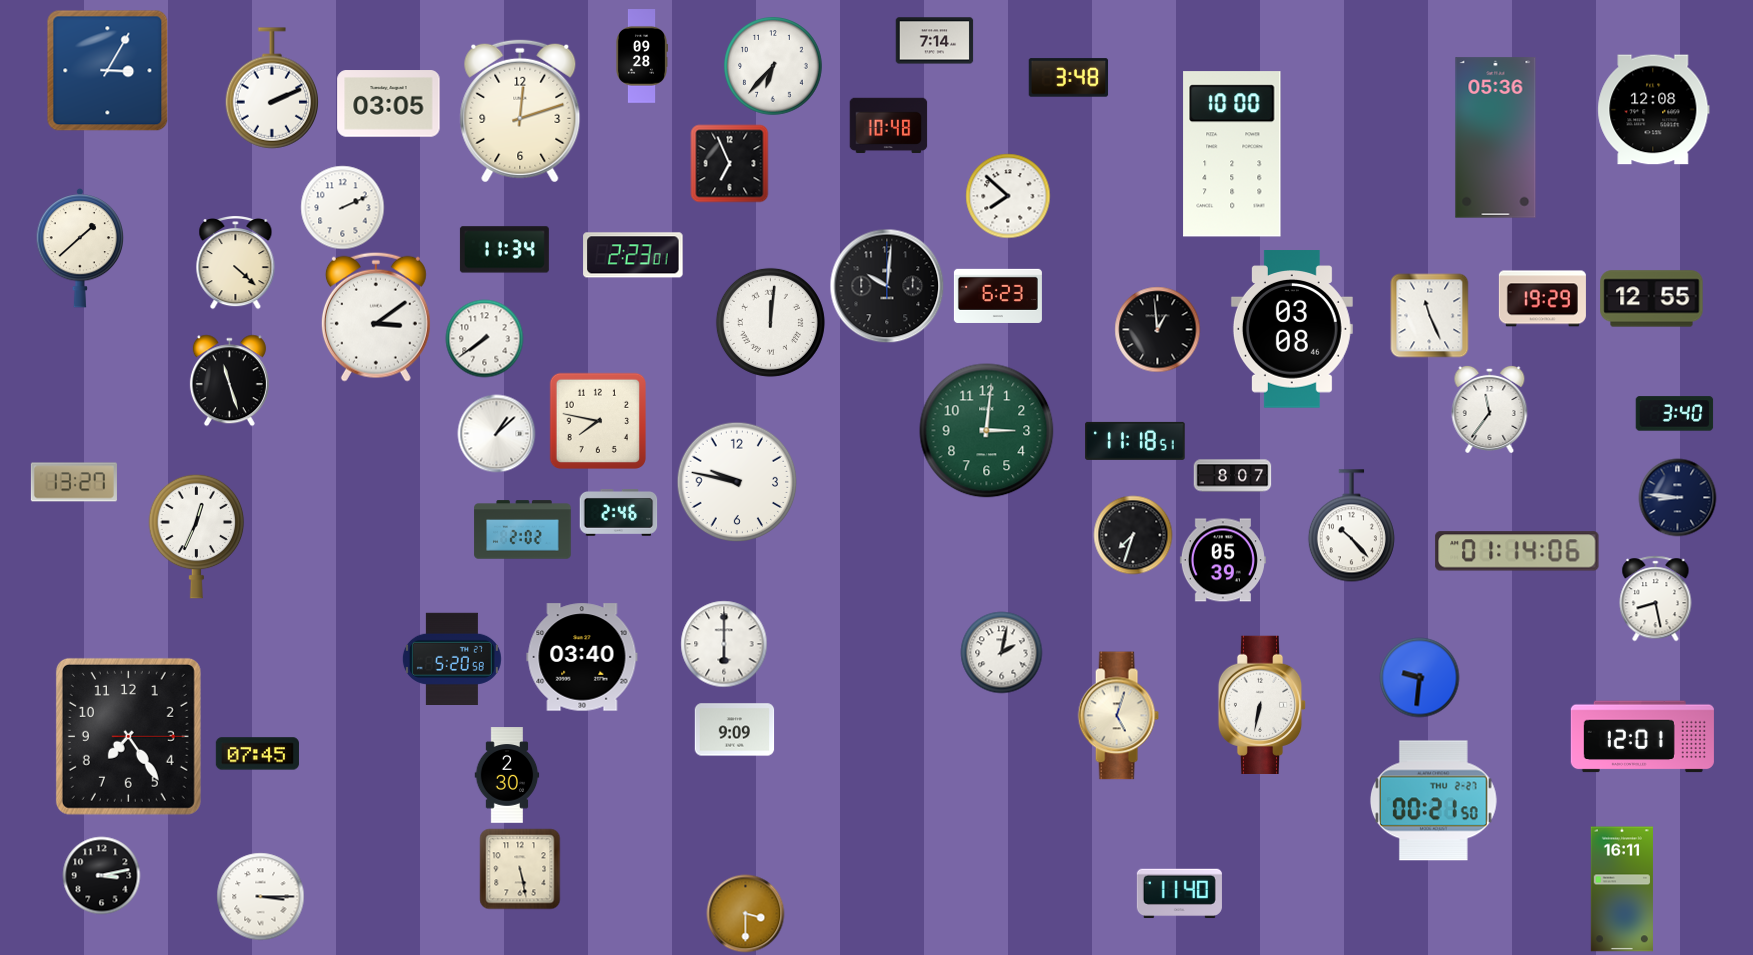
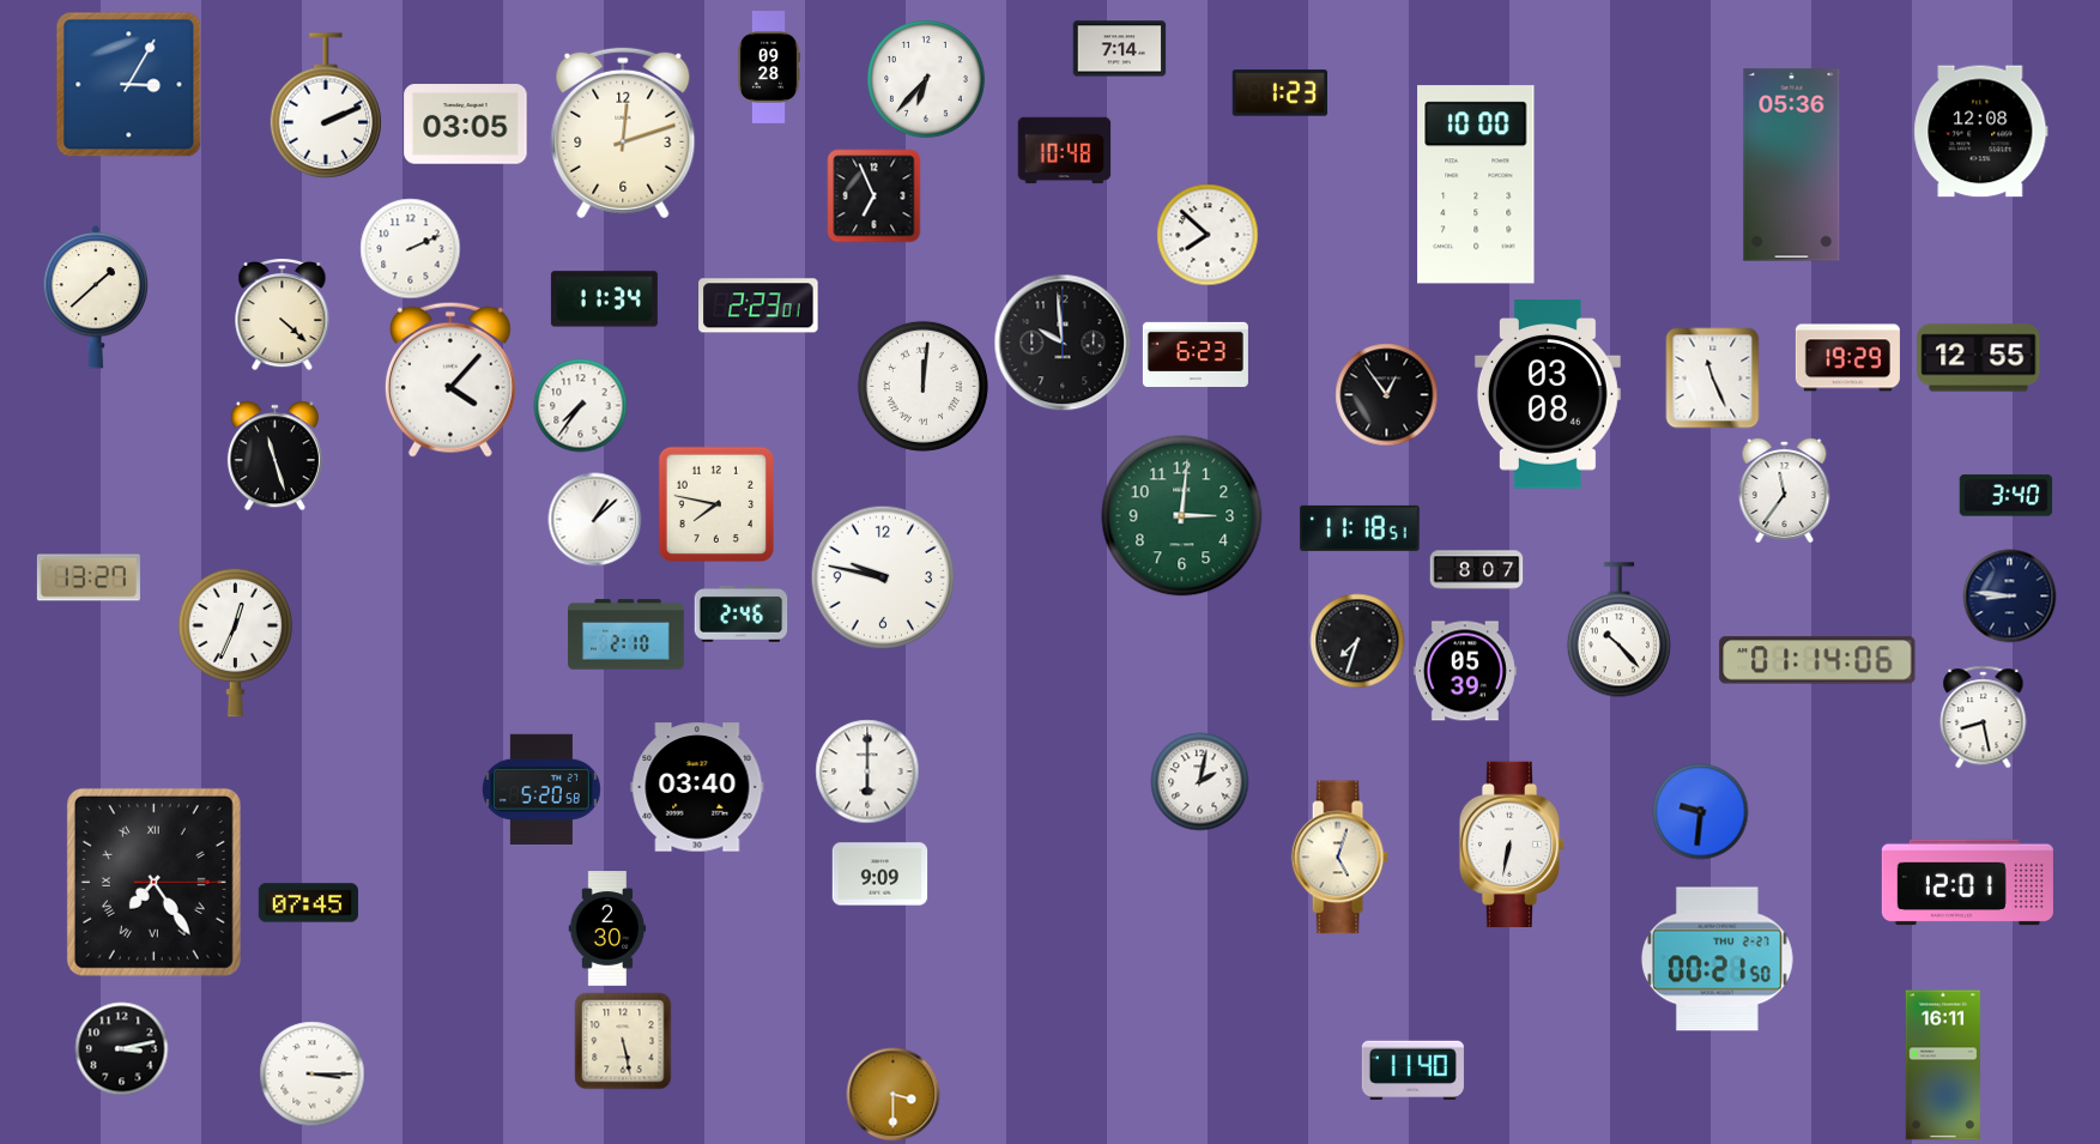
clock at (1068, 78): 3:48 -> 1:23
clock at (887, 286): 10:01 -> 9:59
clock at (376, 317): 3:09 -> 4:07
clock at (1157, 329): 12:59 -> 12:54
clock at (484, 338): 7:39 -> 7:36
clock at (523, 530): 2:02 -> 2:10
clock at (128, 736) numerals: Arabic -> Roman
